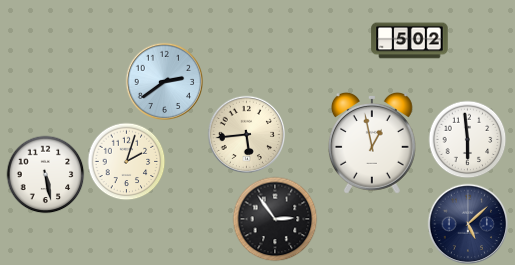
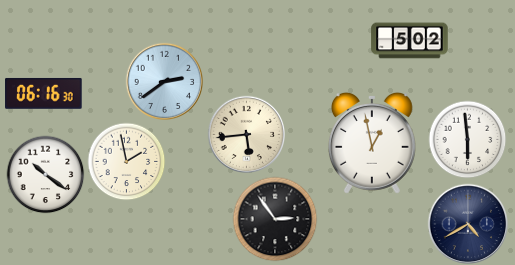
clock at (44, 93): none -> 06:16
clock at (126, 161): 2:03 -> 1:58
clock at (45, 174): 5:28 -> 10:21
clock at (468, 224): 5:08 -> 4:40
